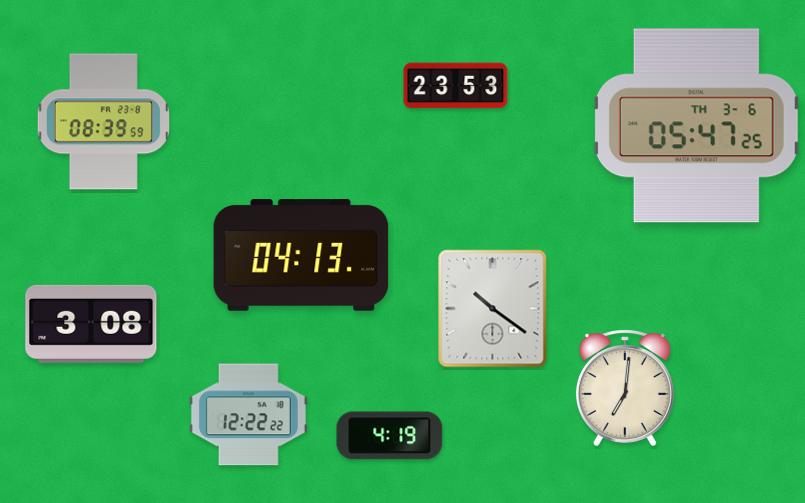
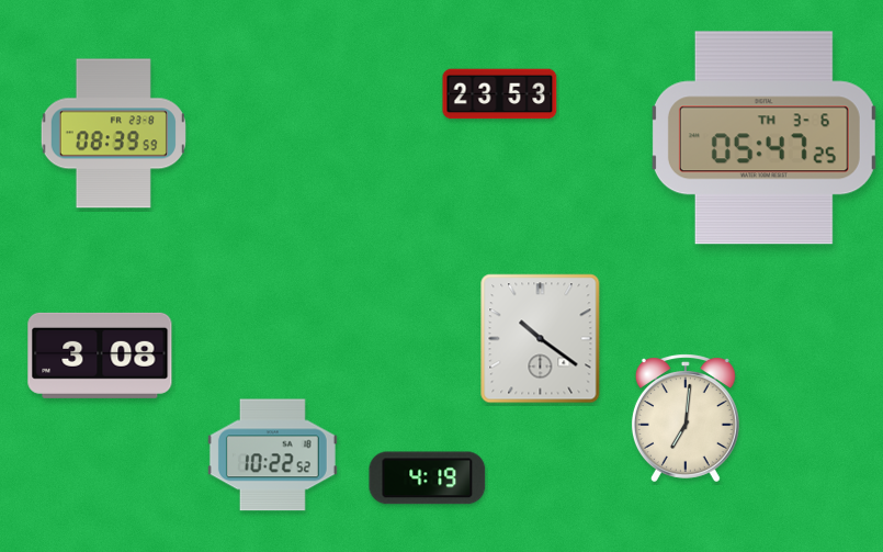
clock at (301, 255): 04:13 -> none
clock at (625, 388) position: (625, 388) -> (686, 418)
clock at (248, 415): 12:22 -> 10:22
